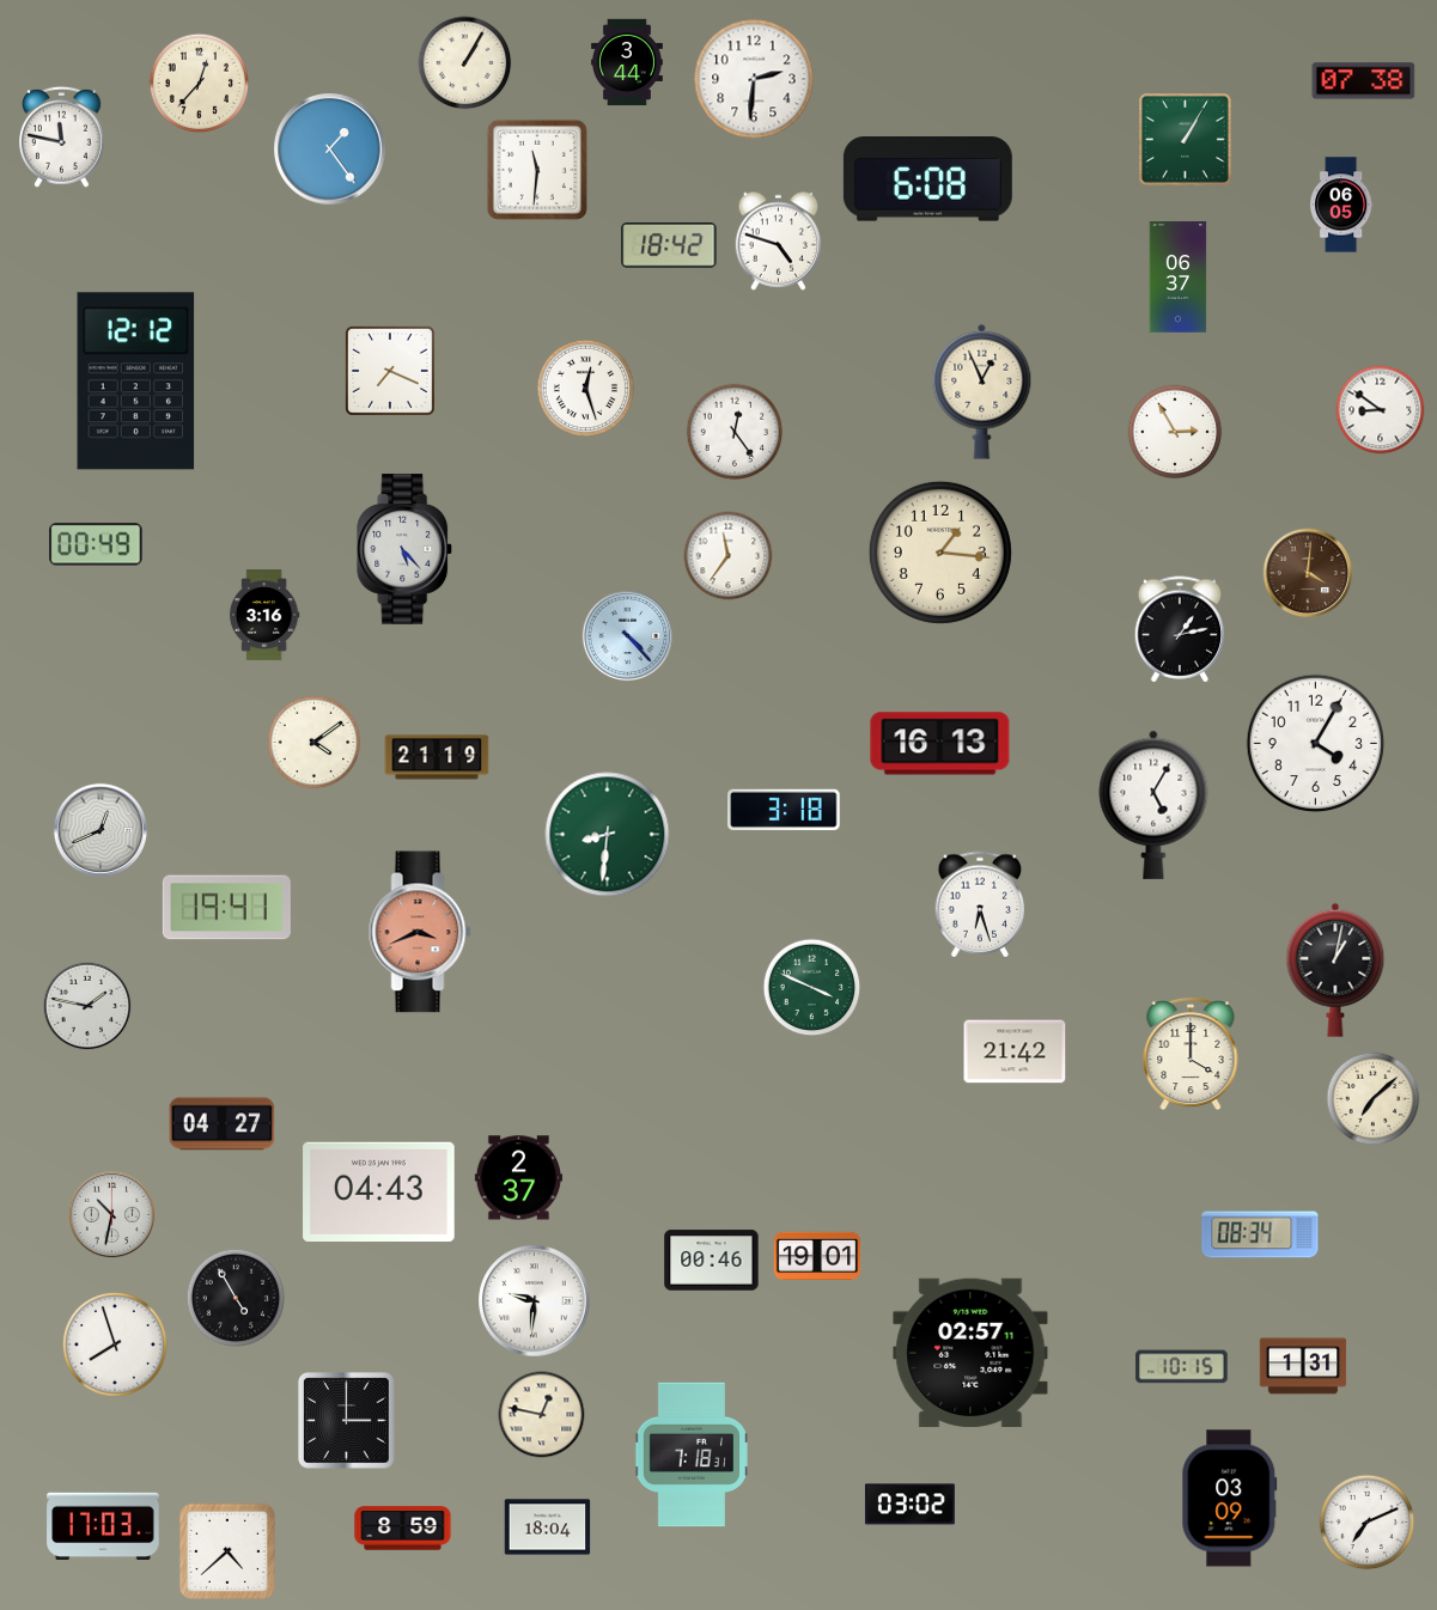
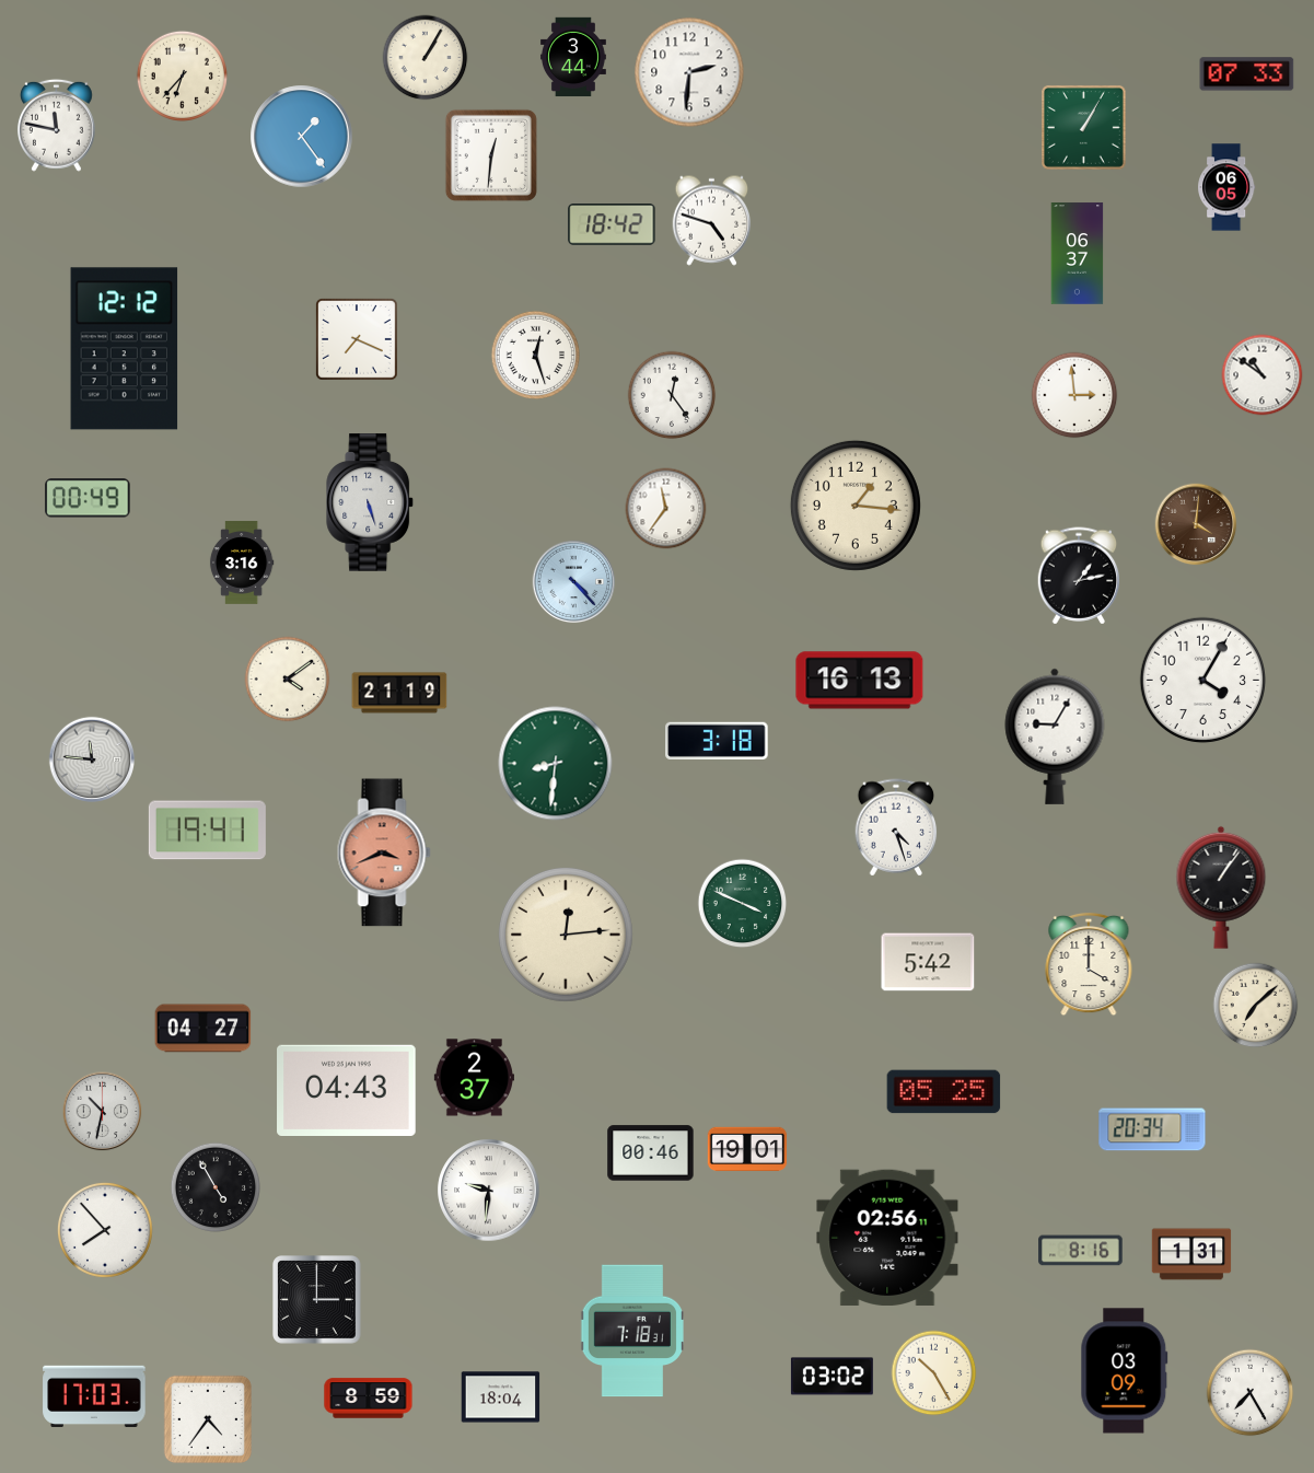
clock at (1364, 81): 07:38 -> 07:33
clock at (199, 83): 12:37 -> 6:37
clock at (537, 170): 11:31 -> 12:31
clock at (927, 179): 6:08 -> none
clock at (982, 391): 12:56 -> none
clock at (1381, 410): 8:51 -> 10:51
clock at (1175, 432): 2:55 -> 2:59
clock at (406, 550): 5:23 -> 5:27
clock at (940, 553) position: (940, 553) -> (856, 506)
clock at (1153, 805): 5:05 -> 9:05
clock at (99, 829): 12:41 -> 11:46
clock at (980, 904): 6:27 -> 4:27
clock at (1335, 970): 1:02 -> 1:06
clock at (87, 1006): 1:47 -> none
clock at (566, 935): none -> 12:14
clock at (1015, 1051): 21:42 -> 5:42
clock at (944, 1092): none -> 05:25
clock at (1260, 1234): 08:34 -> 20:34
clock at (115, 1344): 7:57 -> 7:53
clock at (970, 1353): 02:57 -> 02:56
clock at (1303, 1366) position: (1303, 1366) -> (1191, 1254)
clock at (1182, 1367): 10:15 -> 8:16
clock at (542, 1415): 12:47 -> none
clock at (934, 1373): none -> 10:25
clock at (1368, 1523): 7:11 -> 7:25
clock at (227, 1551): 4:38 -> 4:36
